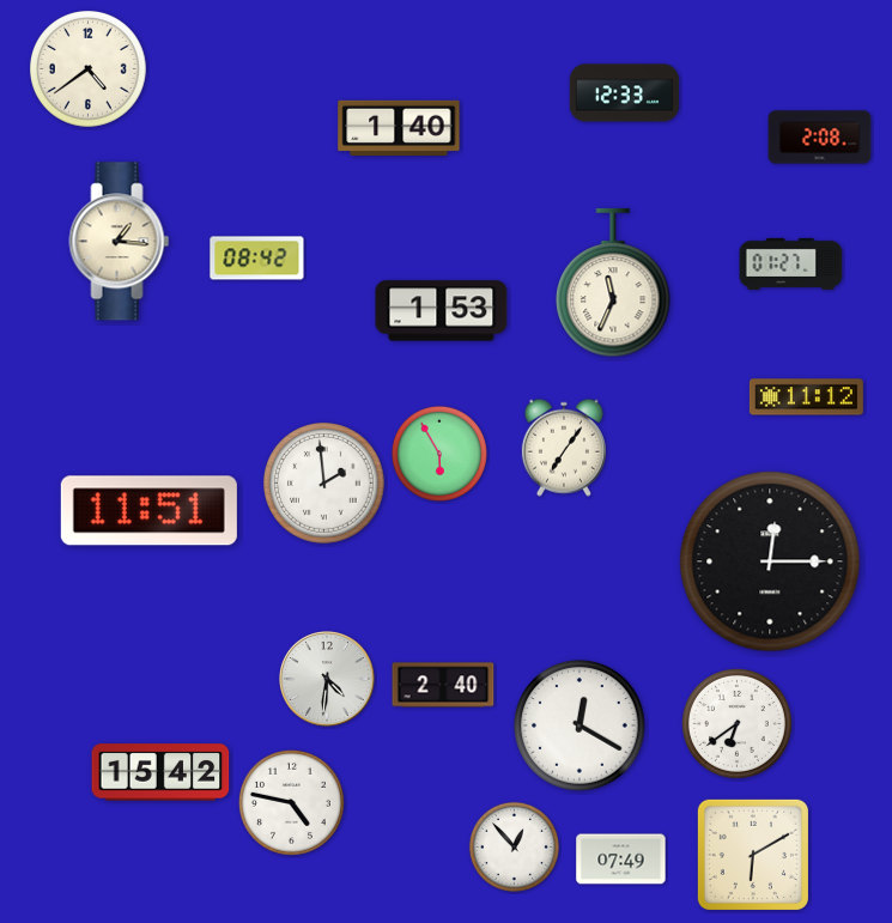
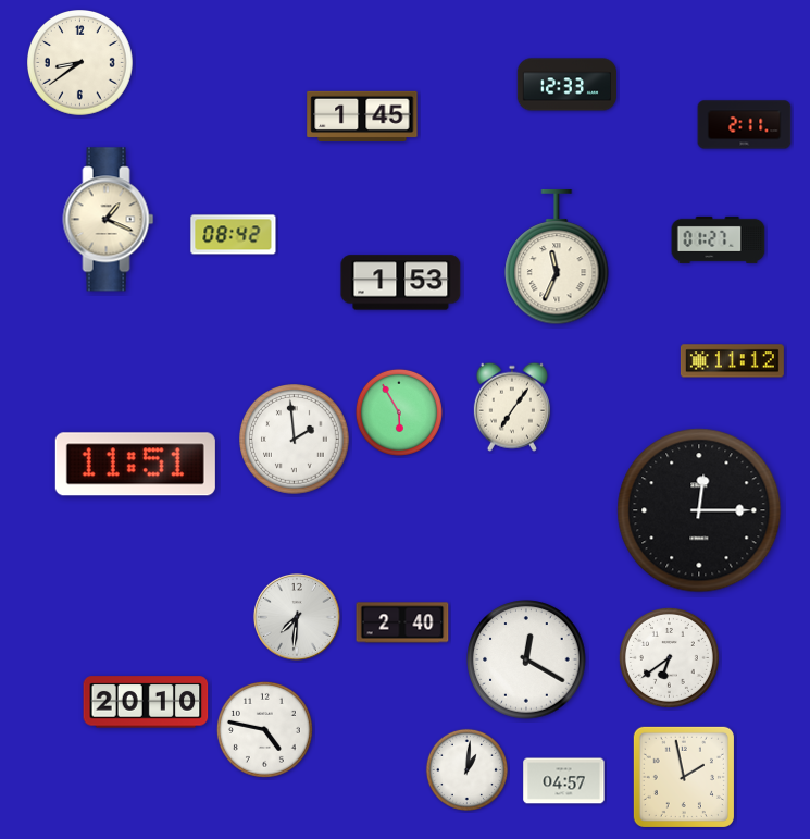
clock at (89, 69): 4:39 -> 8:39
clock at (399, 127): 1:40 -> 1:45
clock at (820, 138): 2:08 -> 2:11
clock at (120, 242): 1:16 -> 1:19
clock at (328, 680): 4:31 -> 7:31
clock at (160, 772): 15:42 -> 20:10
clock at (514, 846): 12:53 -> 1:01
clock at (753, 855): 6:10 -> 1:58
clock at (621, 860): 07:49 -> 04:57
